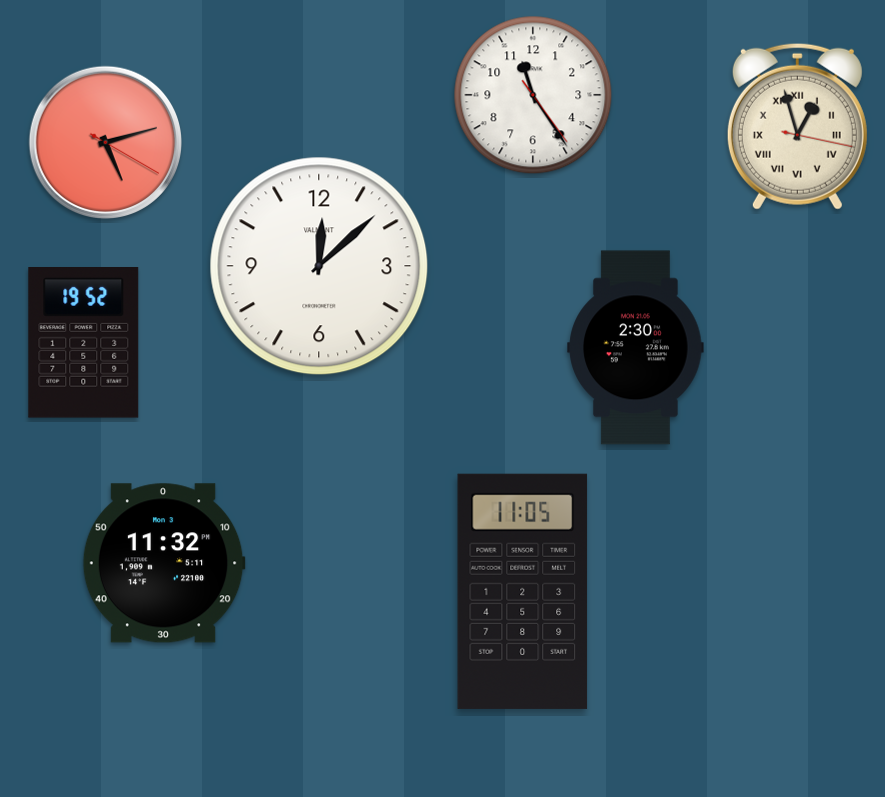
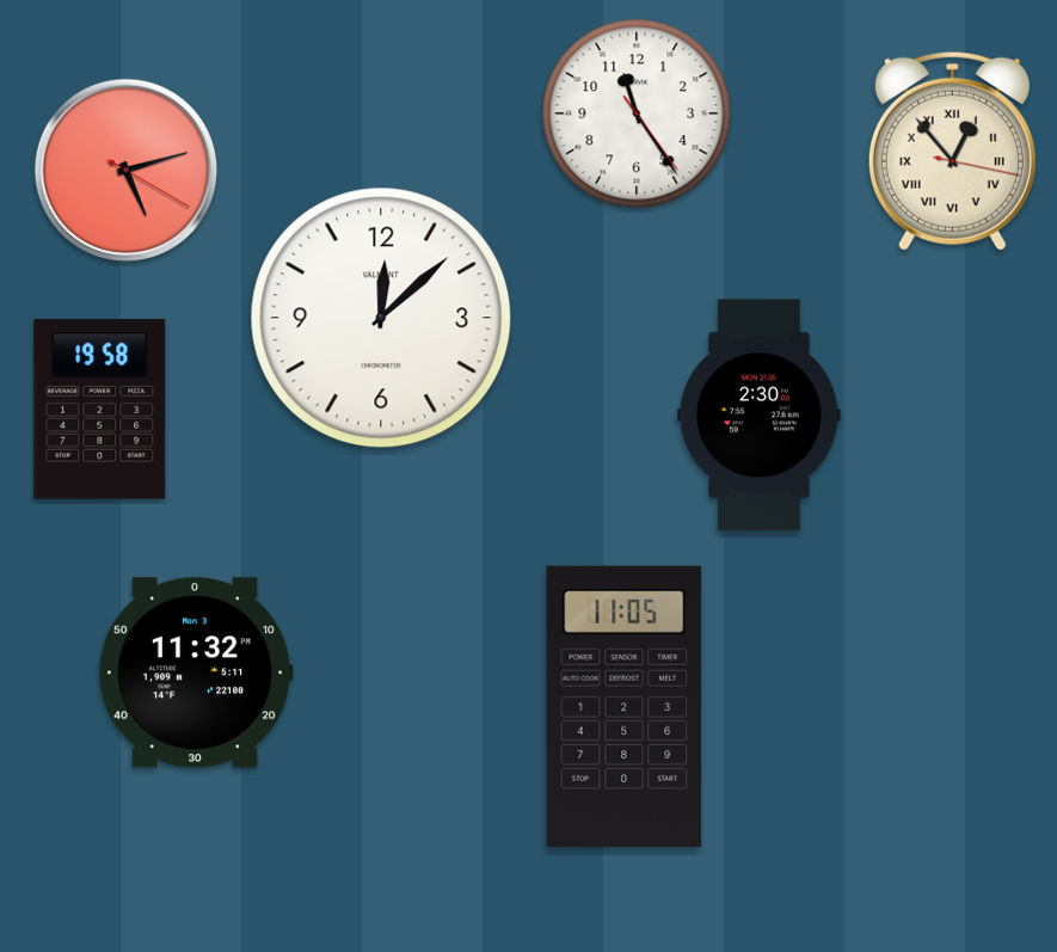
clock at (797, 126): 12:57 -> 12:53
clock at (84, 343): 19:52 -> 19:58
